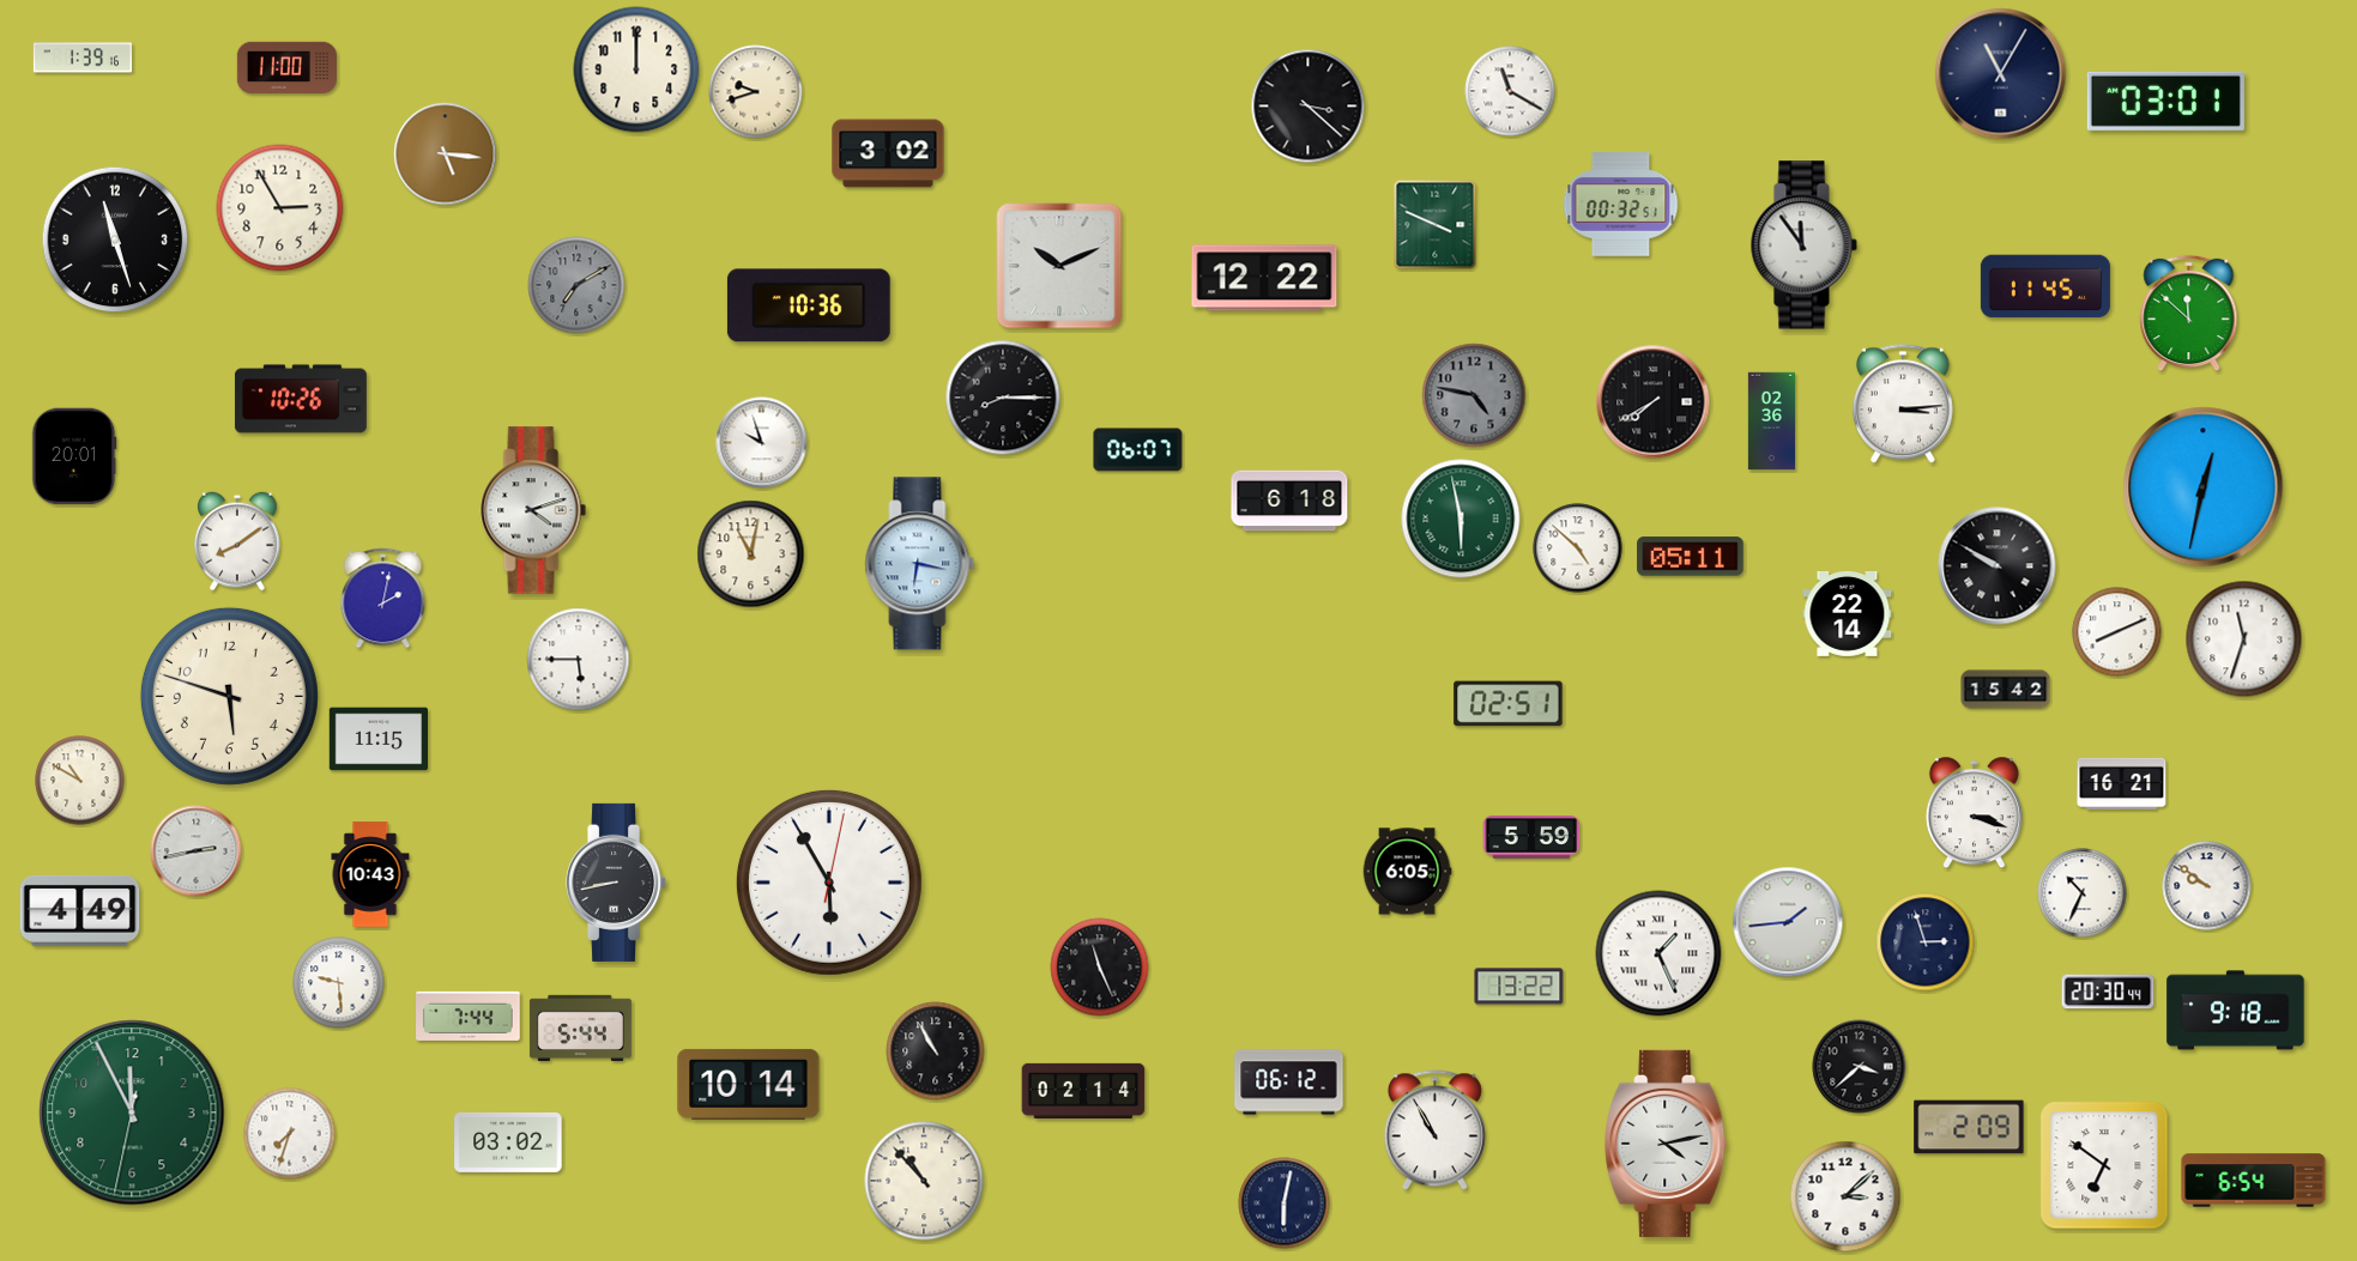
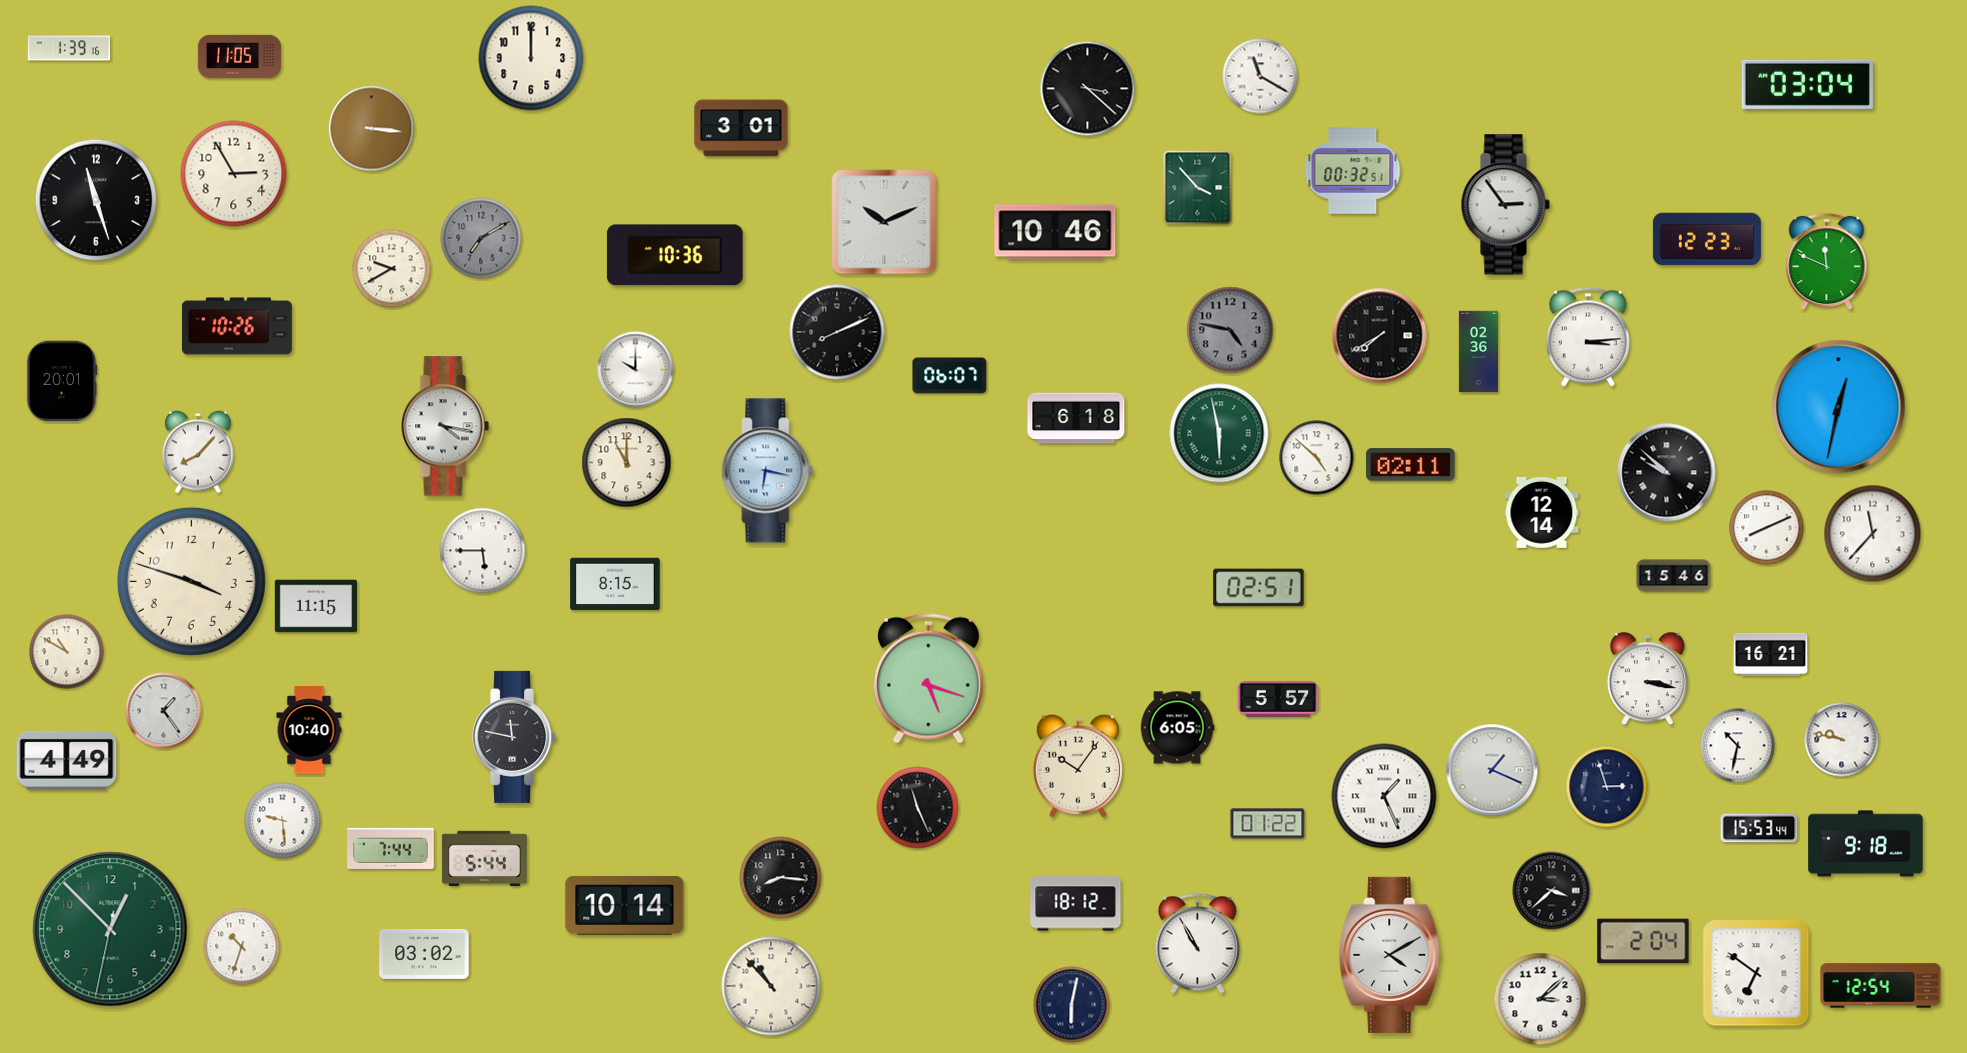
clock at (286, 67): 11:00 -> 11:05
clock at (2001, 74): 11:05 -> none
clock at (756, 92): 9:42 -> none
clock at (2165, 101): 03:01 -> 03:04
clock at (1309, 107) position: (1309, 107) -> (1088, 89)
clock at (888, 153): 3:02 -> 3:01
clock at (446, 154): 5:16 -> 3:16
clock at (1436, 225): 3:49 -> 3:53
clock at (1803, 245): 11:54 -> 2:54
clock at (1264, 278): 12:22 -> 10:46
clock at (2045, 286): 11:45 -> 12:23
clock at (2189, 314): 11:52 -> 11:49
clock at (392, 269): none -> 9:40
clock at (1003, 398): 8:15 -> 8:11
clock at (301, 399) position: (301, 399) -> (237, 326)
clock at (762, 443): 9:57 -> 10:00
clock at (533, 510): 4:12 -> 4:17
clock at (237, 541): 8:09 -> 8:07
clock at (751, 554): 11:02 -> 11:00
clock at (1691, 557): 05:11 -> 02:11
clock at (1998, 566): 9:50 -> 9:52
clock at (383, 599): 2:02 -> none
clock at (1848, 613): 22:14 -> 12:14
clock at (2244, 639): 11:33 -> 11:37
clock at (2006, 690): 15:42 -> 15:46
clock at (229, 696): 5:48 -> 3:48
clock at (615, 584): none -> 8:15
clock at (377, 739) position: (377, 739) -> (315, 606)
clock at (928, 678): none -> 5:18
clock at (1974, 813): 3:18 -> 3:17
clock at (1531, 838): 5:59 -> 5:57
clock at (197, 851): 2:43 -> 1:24
clock at (1407, 872) position: (1407, 872) -> (1177, 728)
clock at (370, 874): 10:43 -> 10:40
clock at (617, 883): 8:43 -> 11:47
clock at (829, 883): 5:55 -> none
clock at (2207, 886): 9:51 -> 9:47
clock at (2083, 893): 10:34 -> 10:32
clock at (1078, 766): none -> 10:06
clock at (1788, 922): 1:44 -> 1:19
clock at (1519, 987): 13:22 -> 01:22
clock at (2108, 992): 20:30 -> 15:53
clock at (936, 1051): 10:55 -> 8:16
clock at (1289, 1083): 06:12 -> 18:12
clock at (1083, 1091): 02:14 -> none
clock at (132, 1113): 11:55 -> 12:52
clock at (1969, 1127): 2:09 -> 2:04
clock at (290, 1134): 7:33 -> 10:33
clock at (1667, 1144): 4:13 -> 4:10
clock at (2254, 1181): 6:54 -> 12:54
